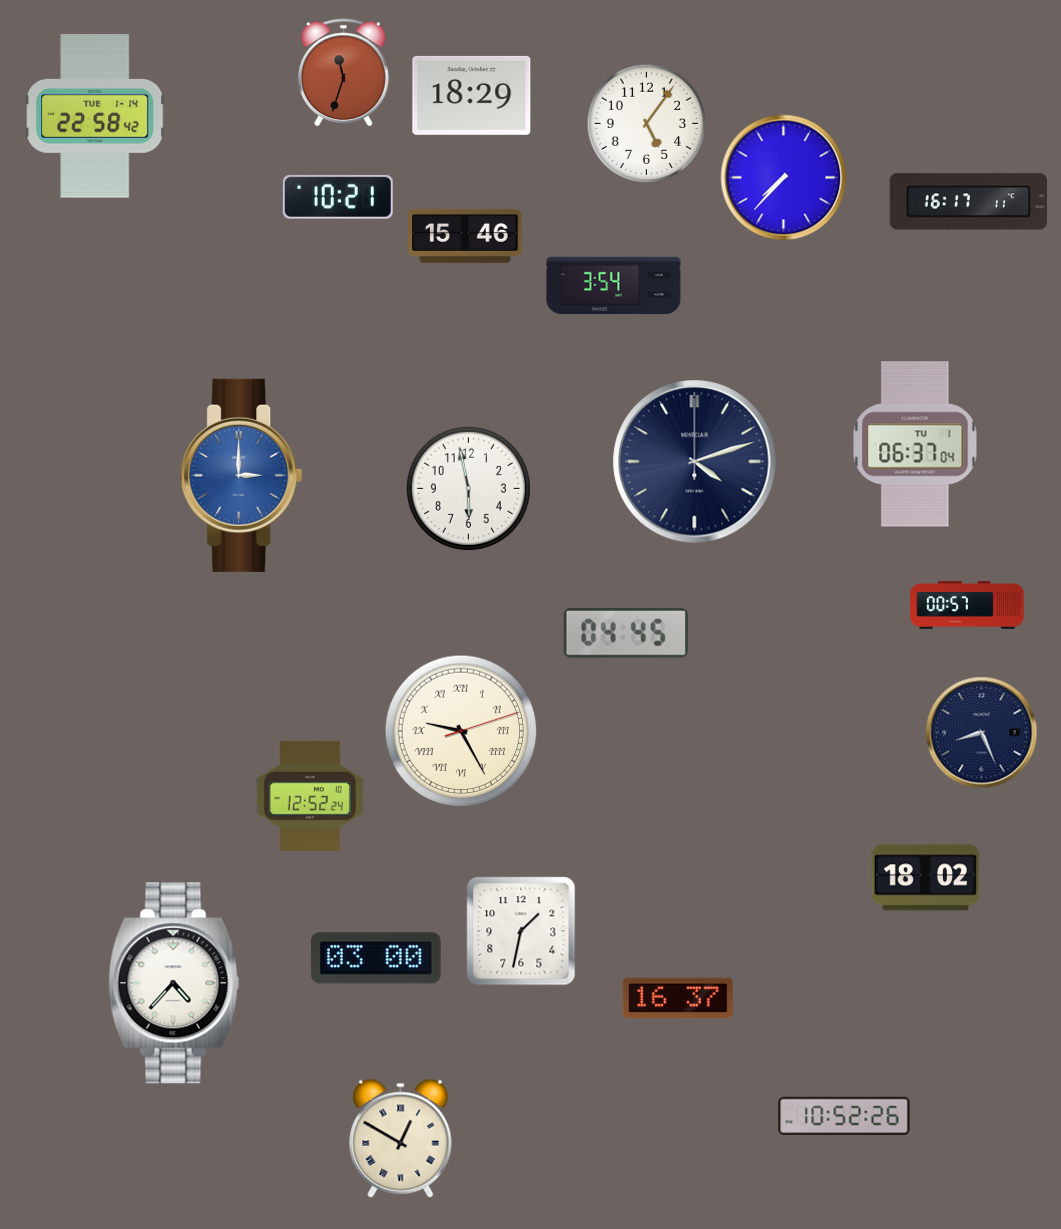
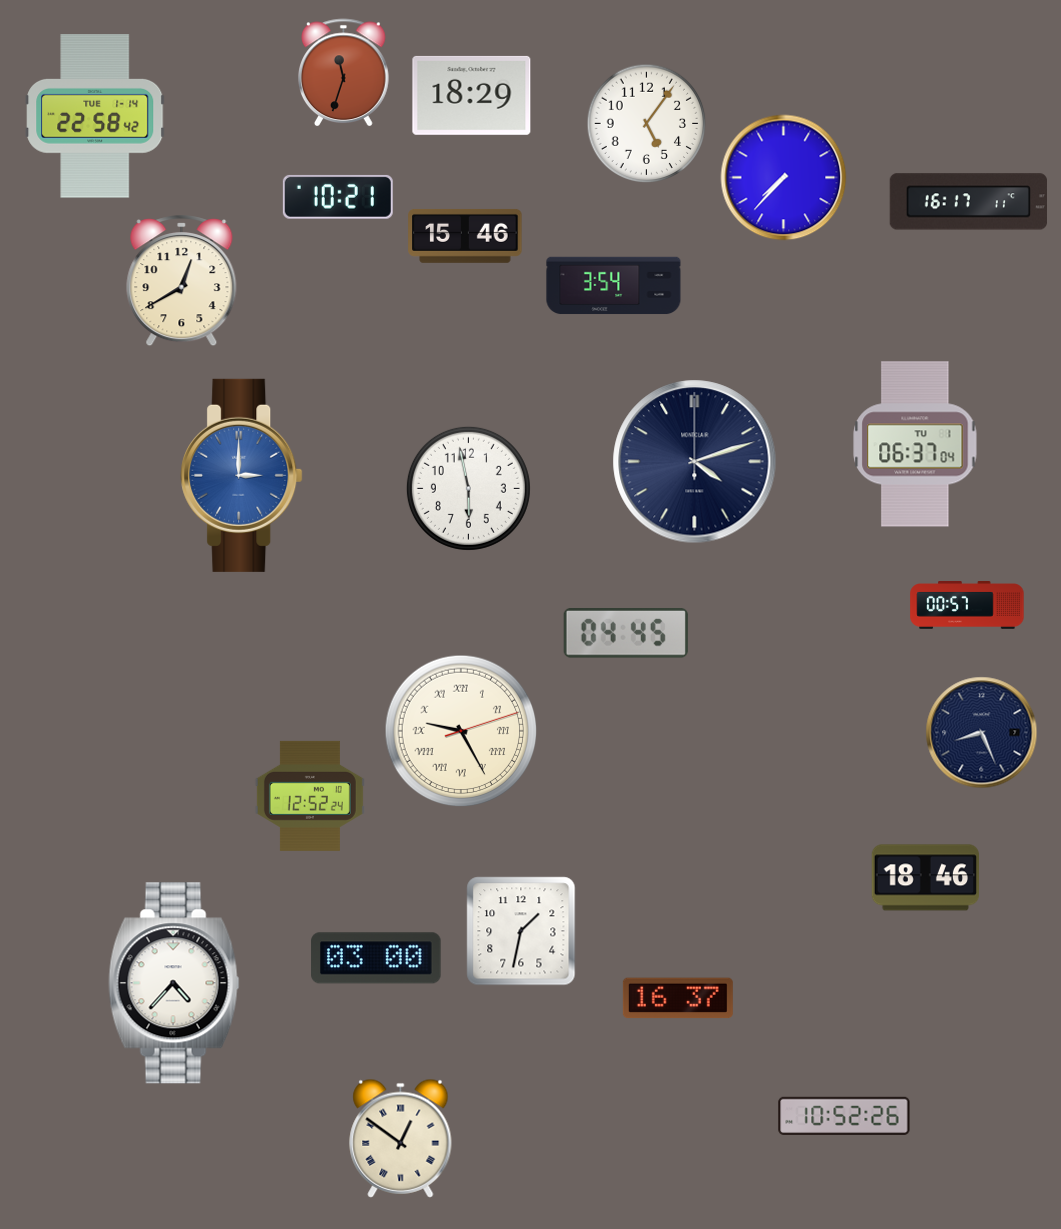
clock at (182, 281): none -> 12:40
clock at (925, 878): 18:02 -> 18:46
clock at (401, 1138): 12:50 -> 12:51
